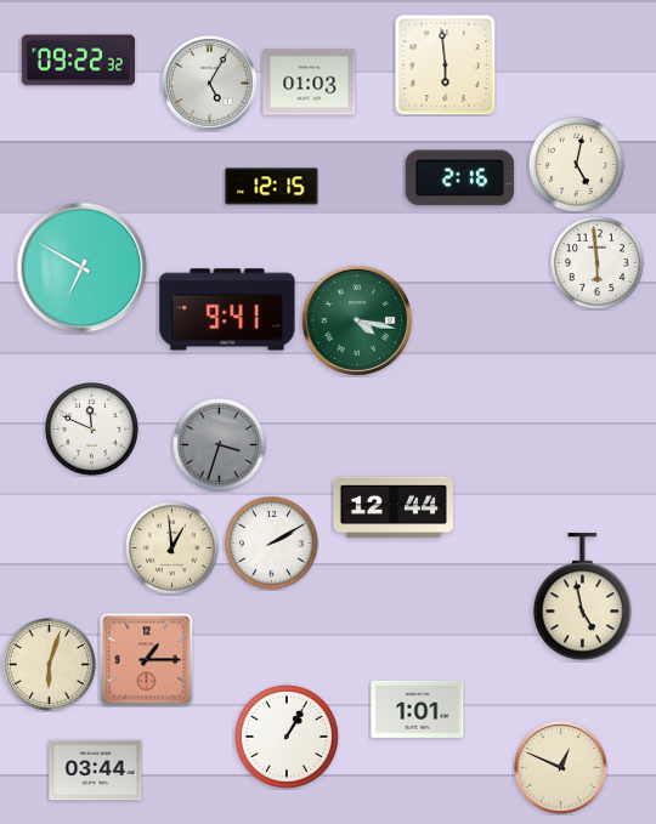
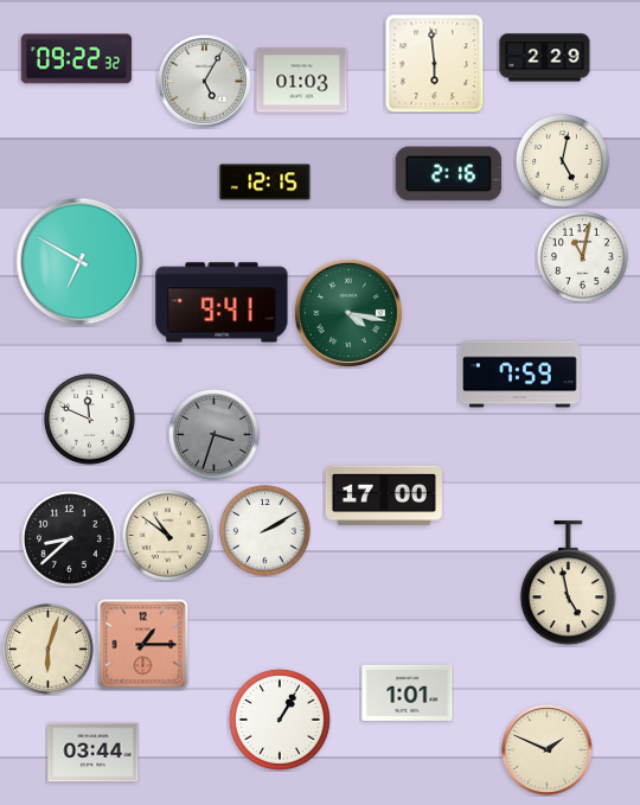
clock at (545, 58): none -> 2:29
clock at (598, 263): 5:59 -> 11:02
clock at (519, 375): none -> 7:59
clock at (394, 507): 12:44 -> 17:00
clock at (173, 549): 12:59 -> 10:51
clock at (69, 538): none -> 8:38
clock at (561, 768): 12:49 -> 1:49
